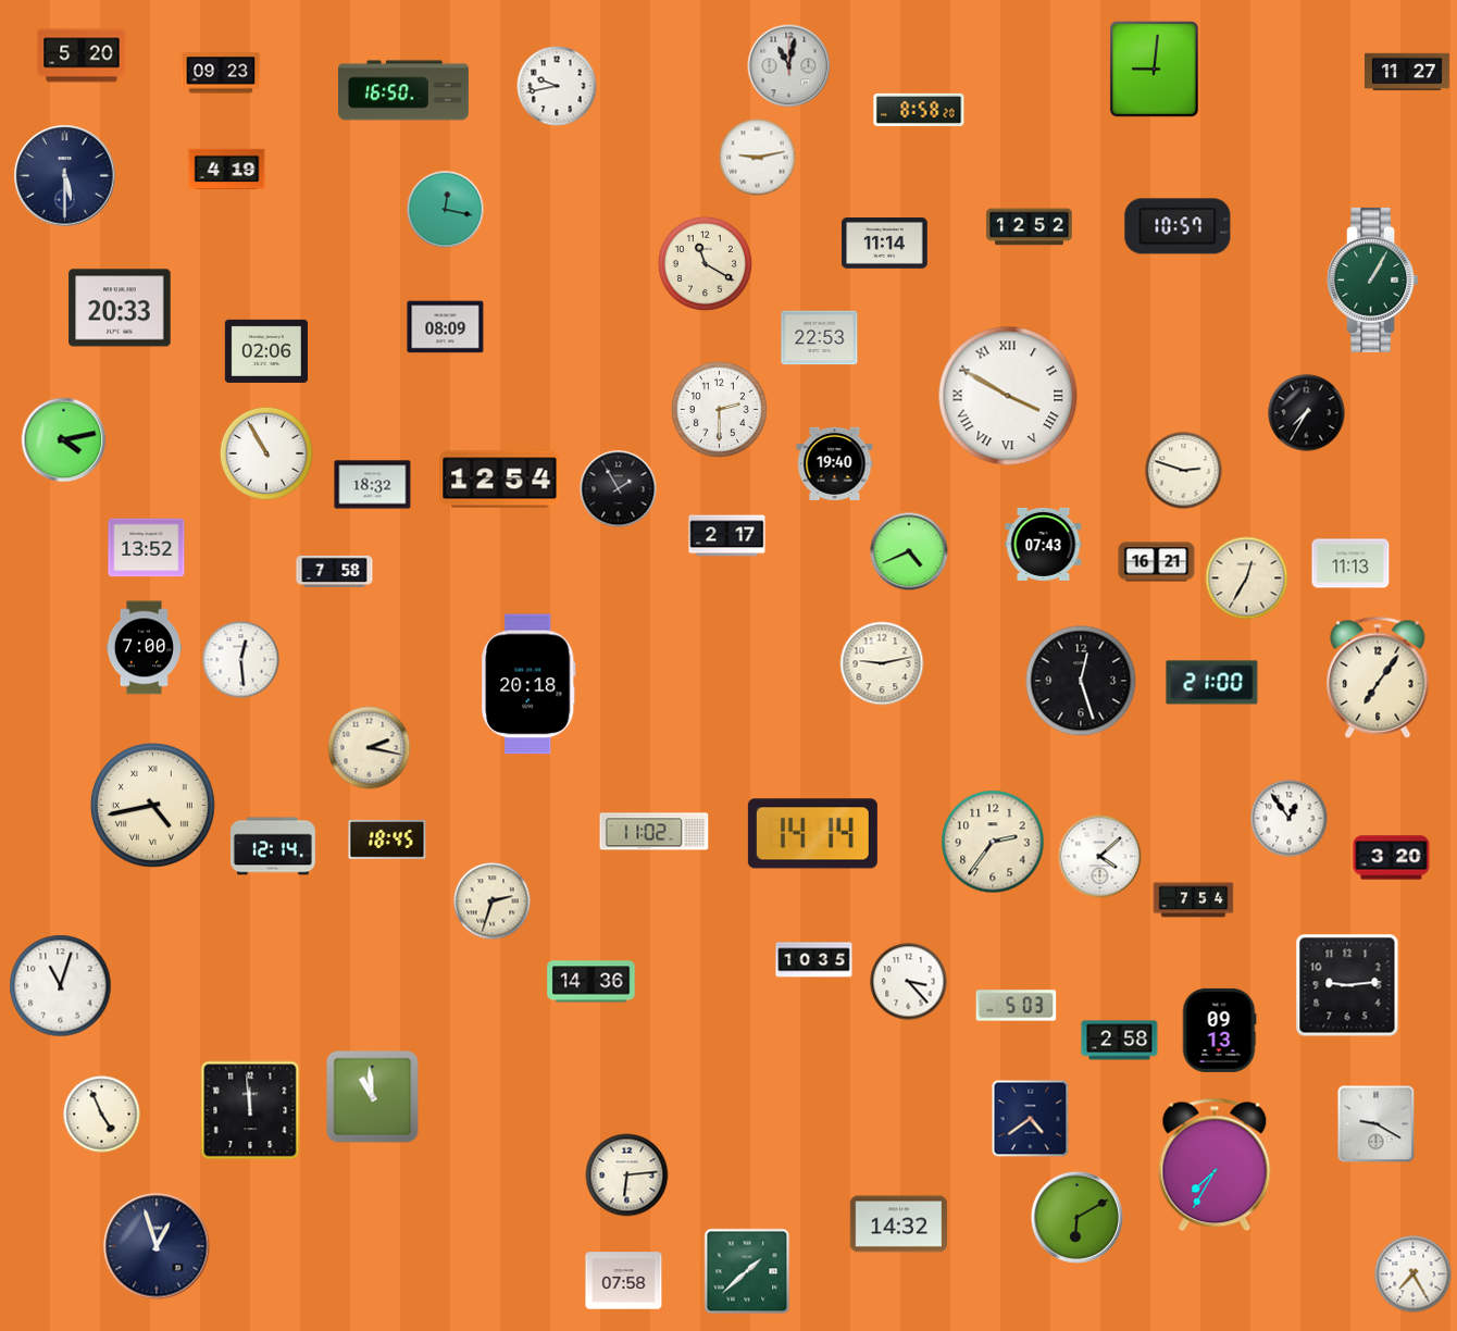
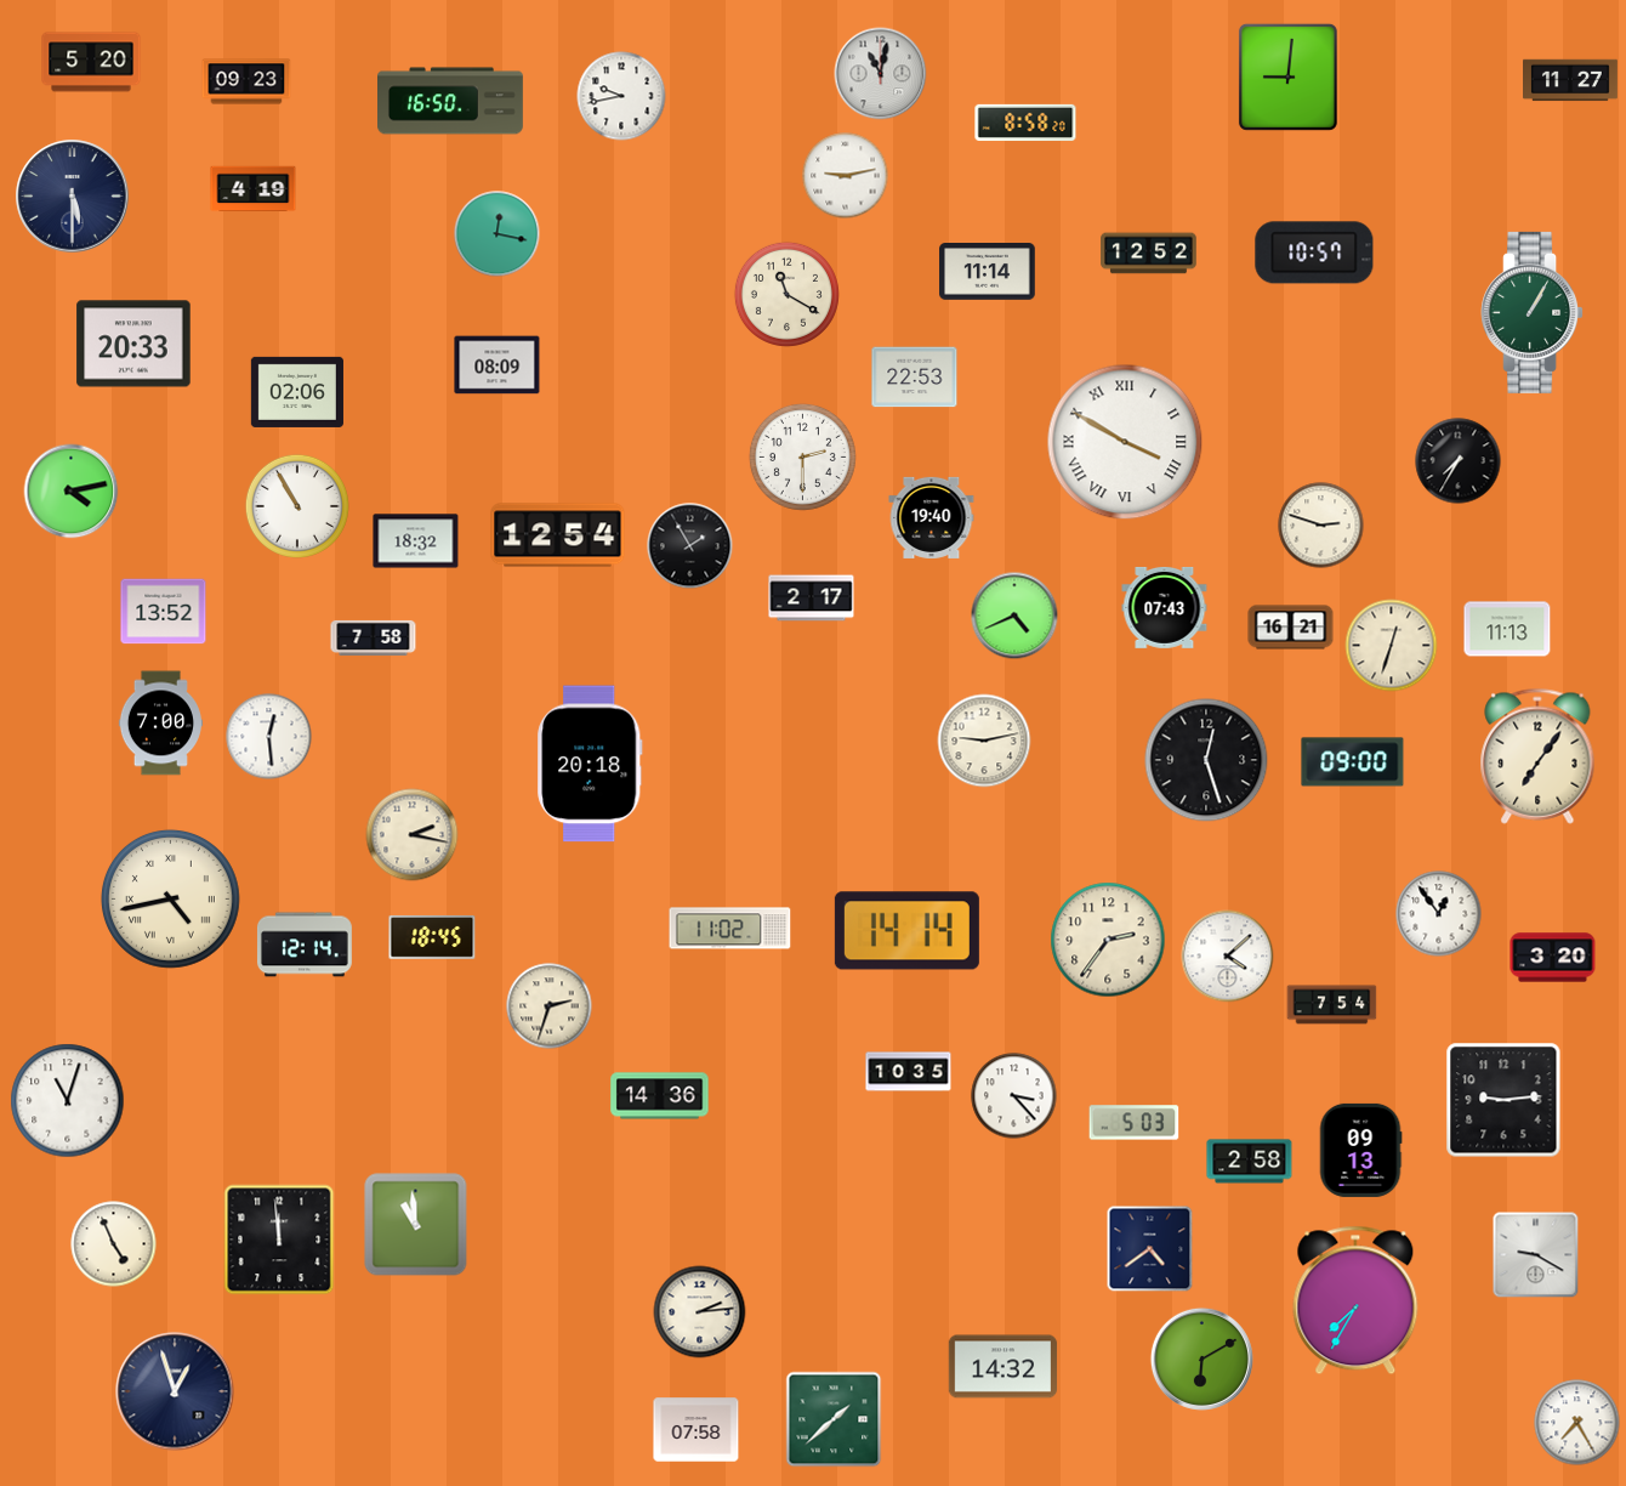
clock at (1247, 579): 12:35 -> 12:33
clock at (1212, 683): 21:00 -> 09:00
clock at (627, 1175): 6:14 -> 2:14
